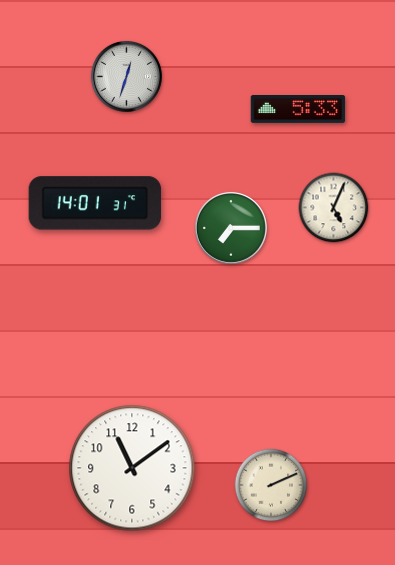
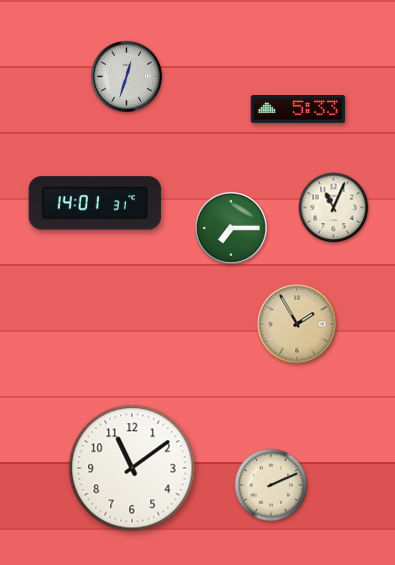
clock at (334, 208): 5:04 -> 11:04
clock at (297, 324): none -> 1:55
